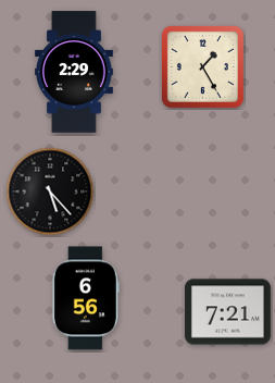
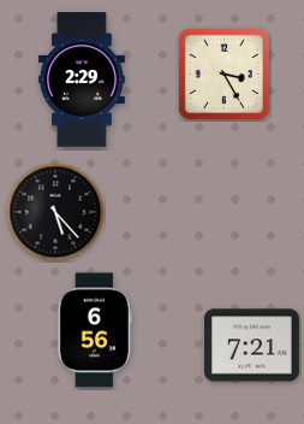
clock at (202, 66): 1:25 -> 3:25
